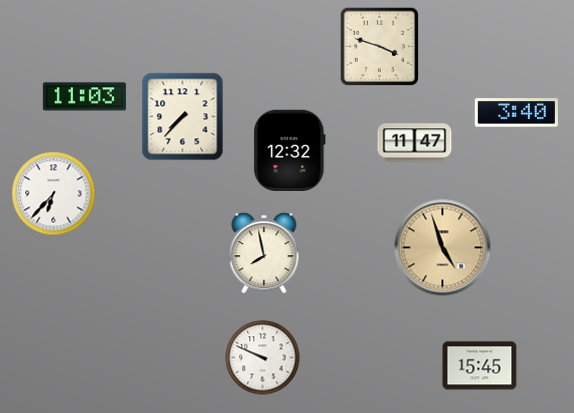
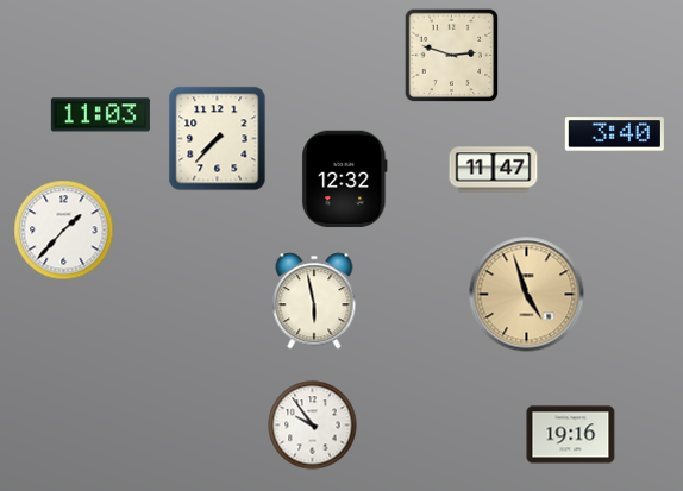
clock at (380, 47): 3:48 -> 2:48
clock at (54, 194): 6:37 -> 1:37
clock at (264, 253): 7:58 -> 5:58
clock at (263, 358): 9:49 -> 9:54
clock at (480, 366): 15:45 -> 19:16
